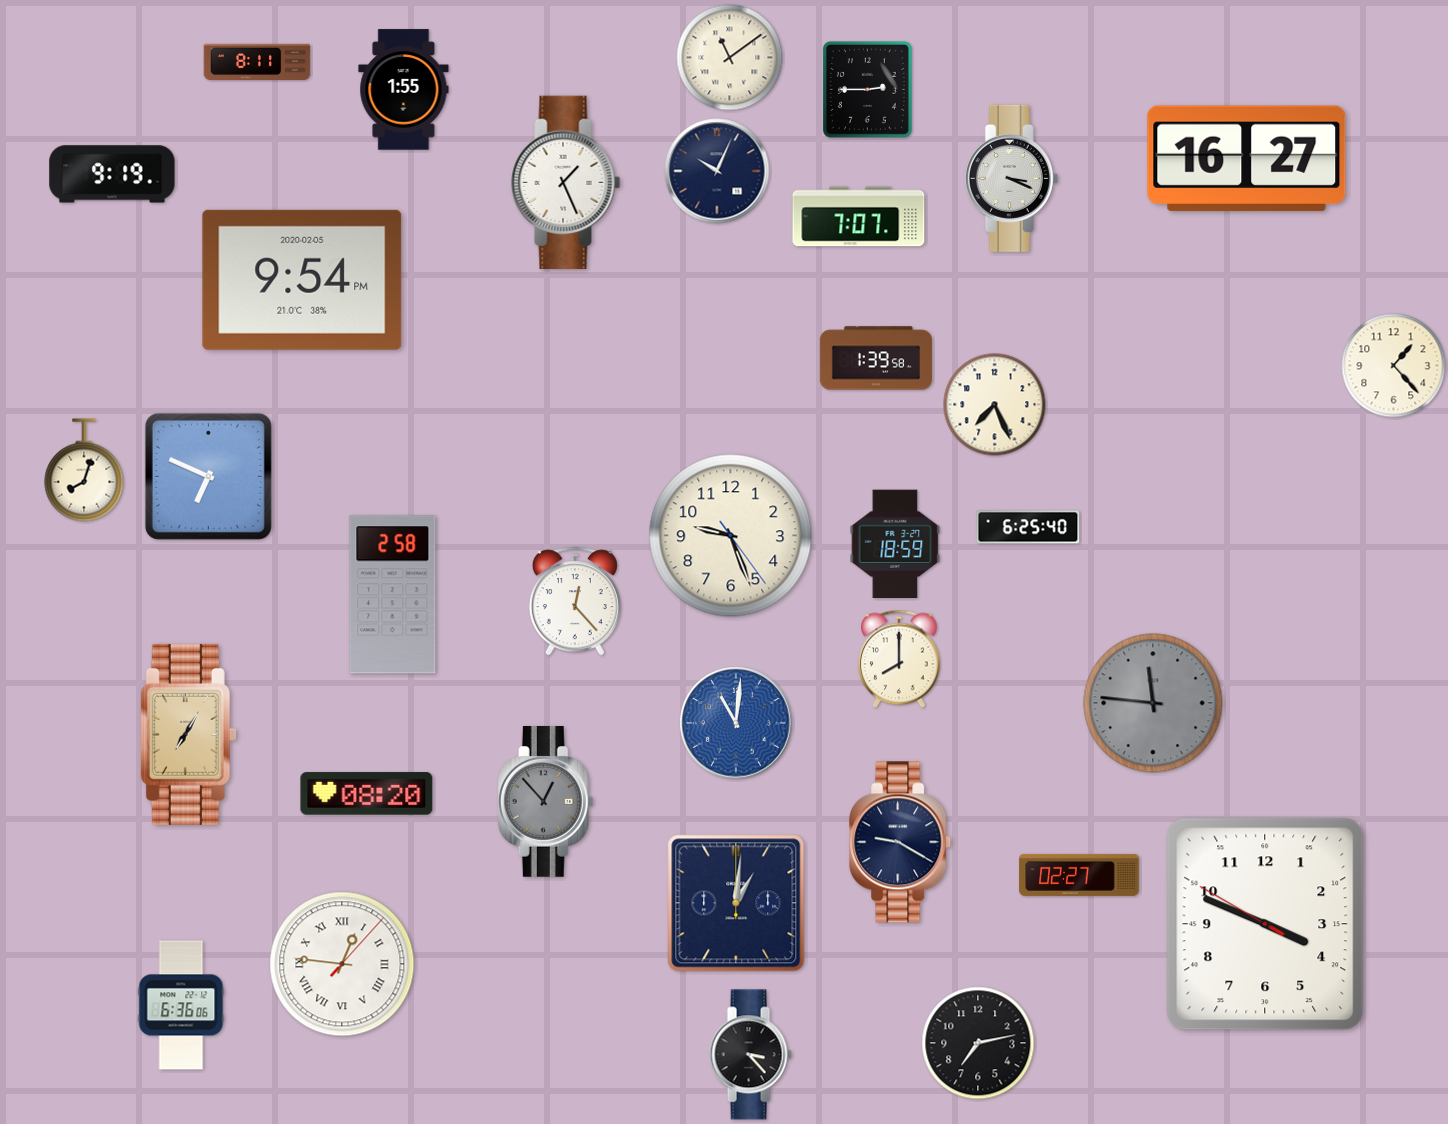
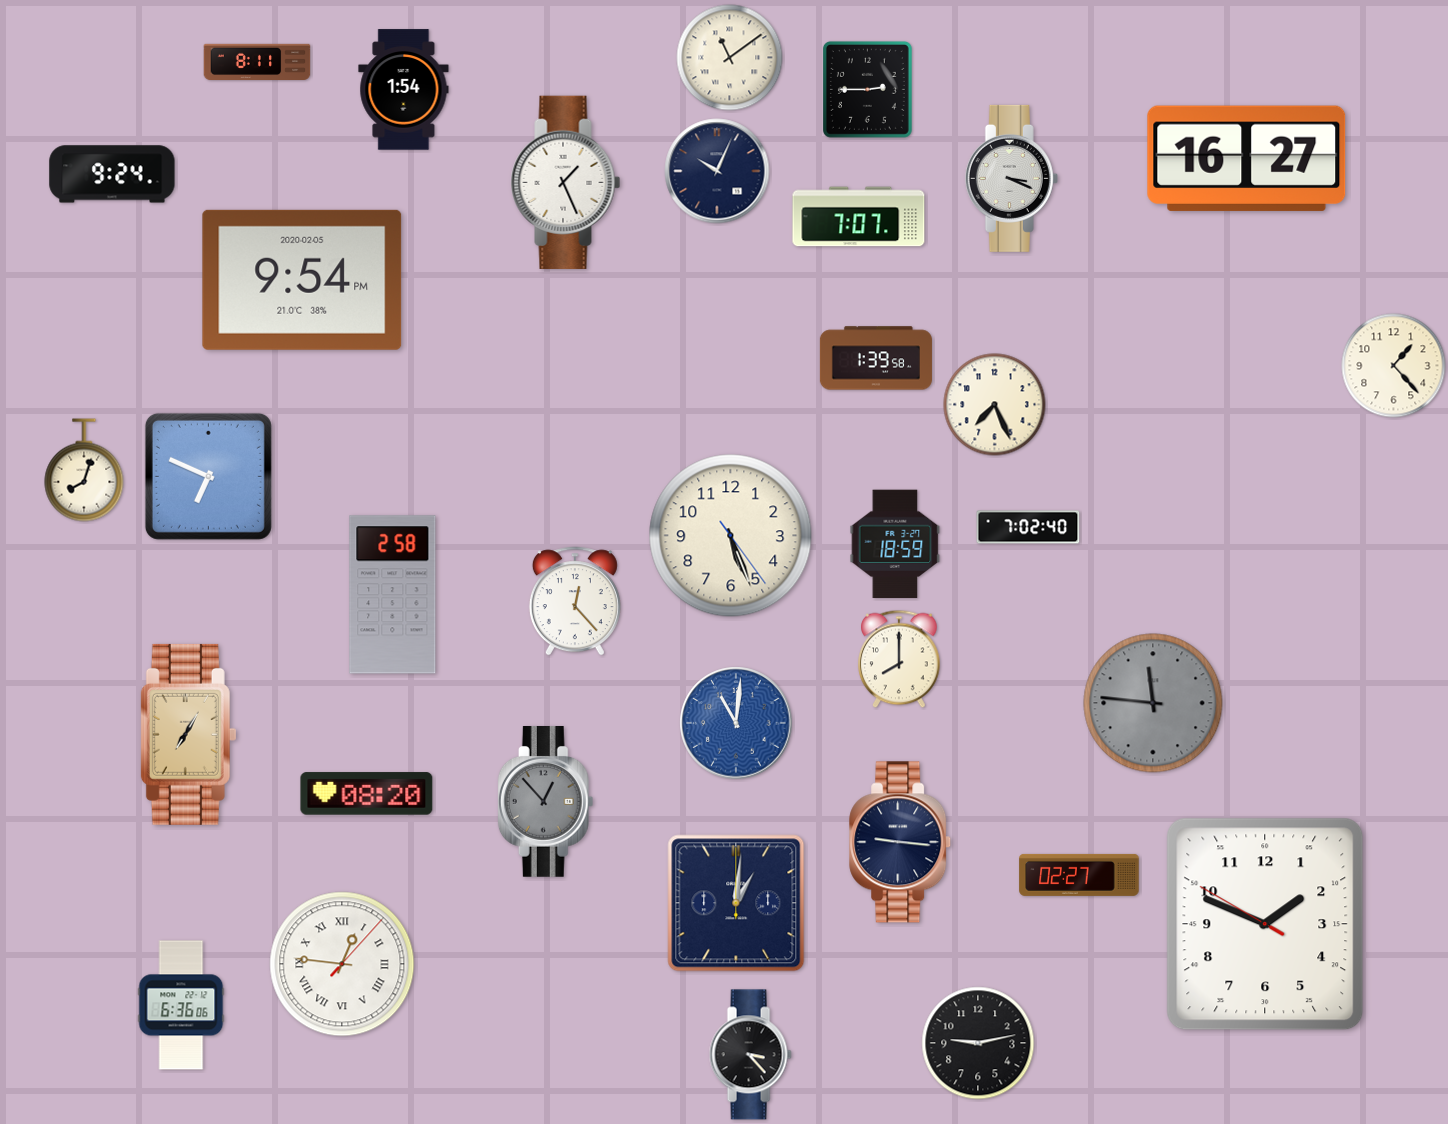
clock at (404, 90): 1:55 -> 1:54
clock at (112, 174): 9:19 -> 9:24
clock at (1028, 527): 6:25 -> 7:02
clock at (731, 536): 9:26 -> 5:26
clock at (901, 842): 9:20 -> 9:16
clock at (1265, 924): 3:48 -> 1:48
clock at (978, 1043): 7:13 -> 9:13
